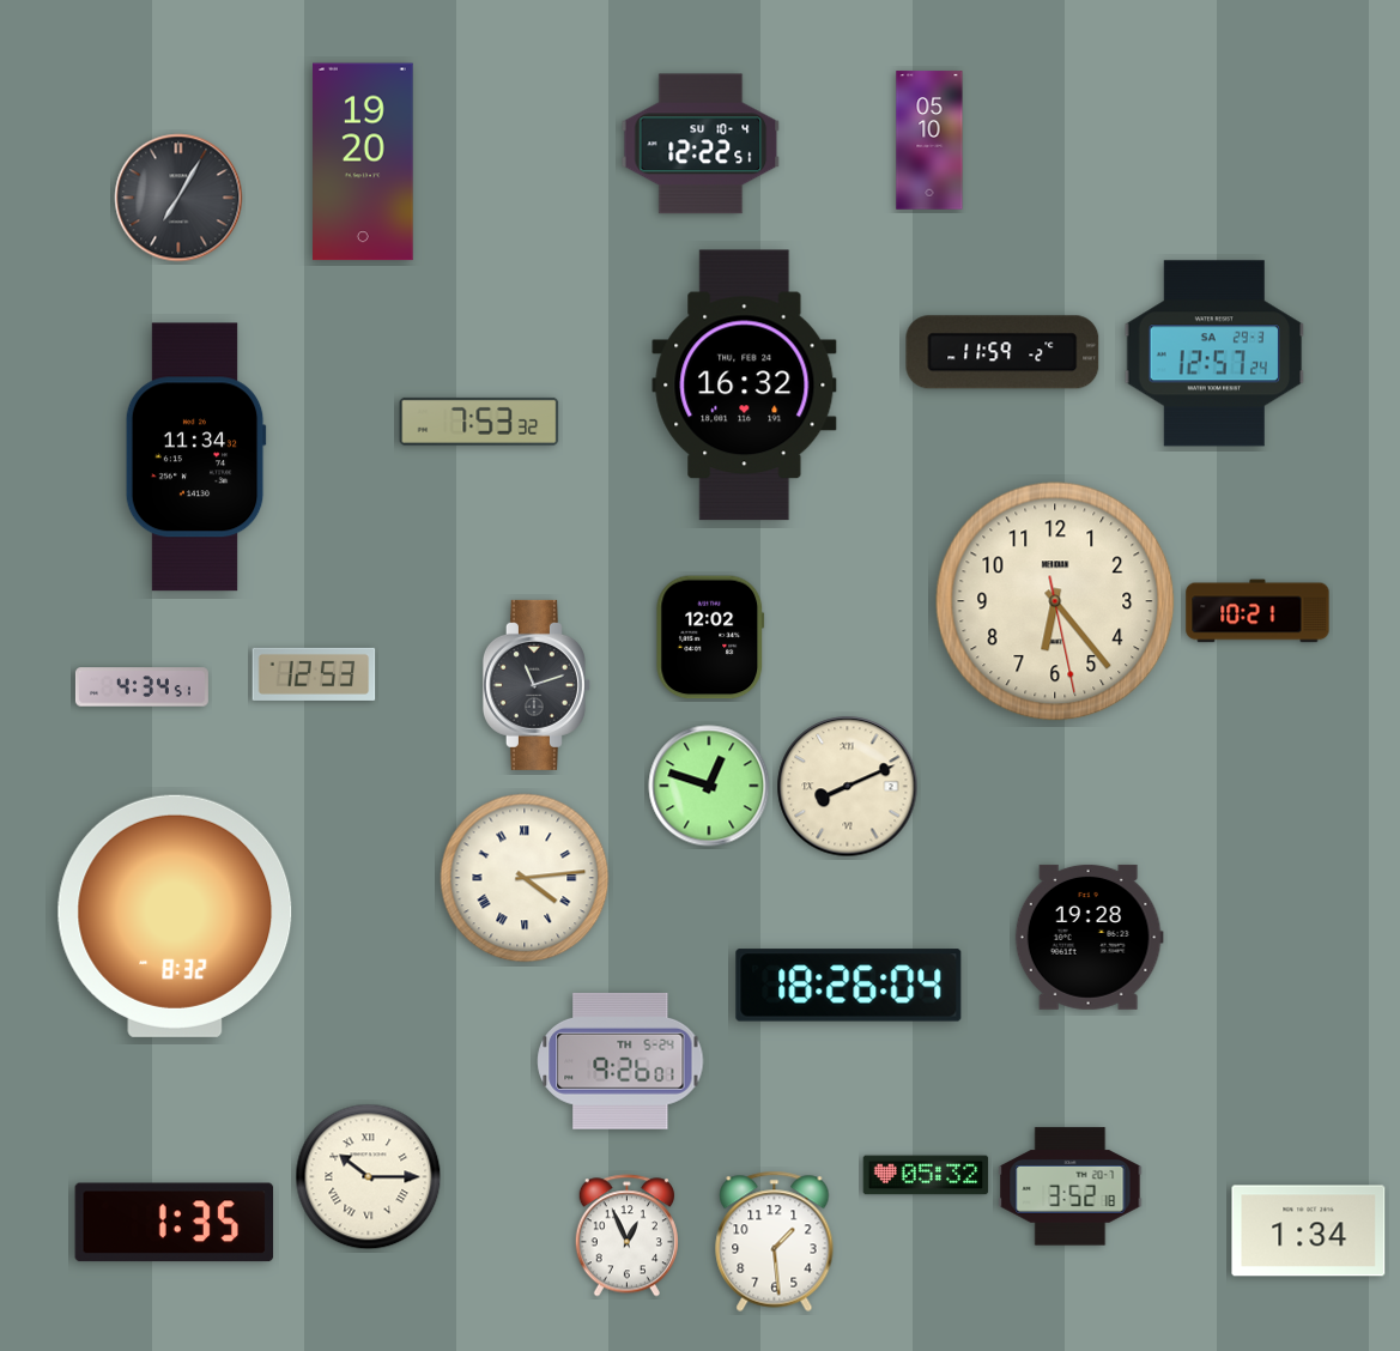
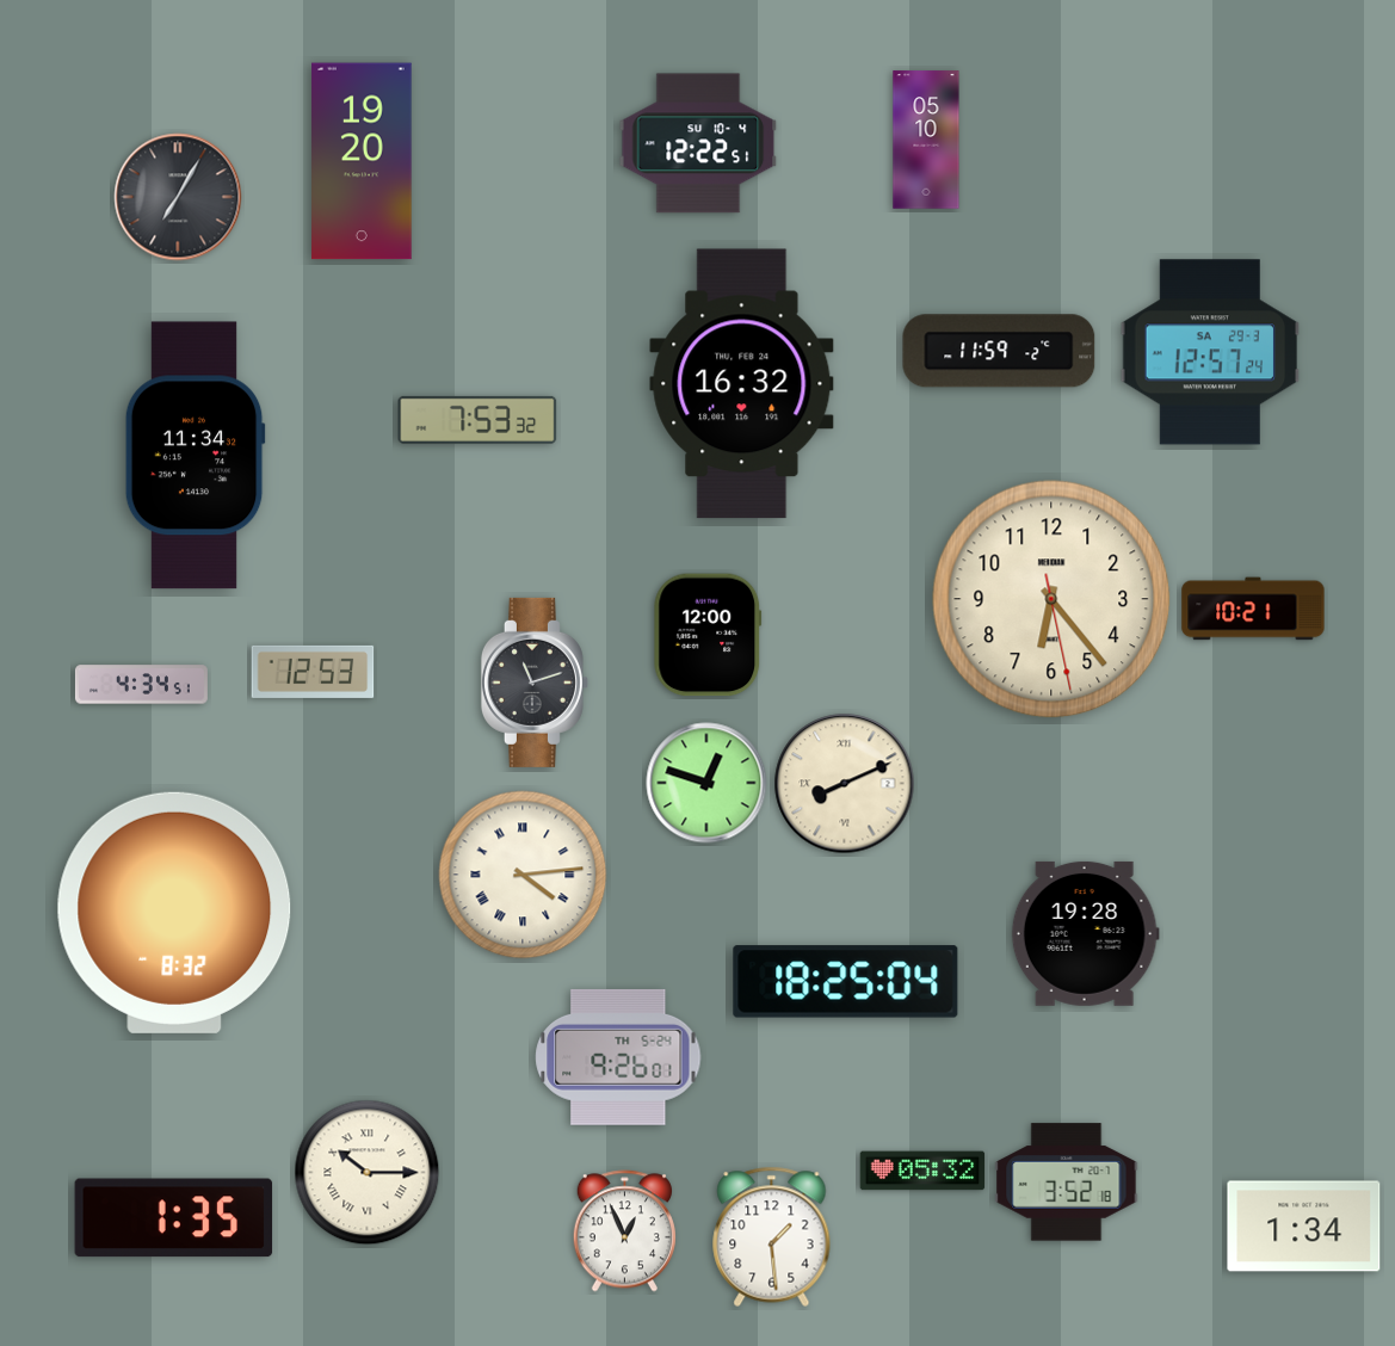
clock at (710, 637): 12:02 -> 12:00
clock at (849, 986): 18:26 -> 18:25
